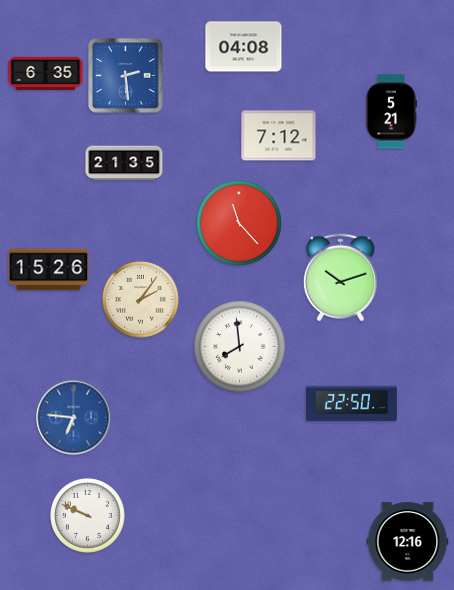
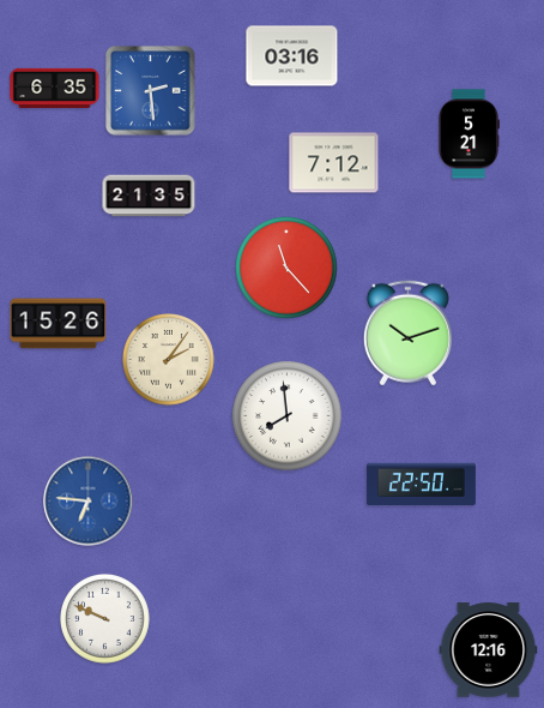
clock at (244, 47): 04:08 -> 03:16
